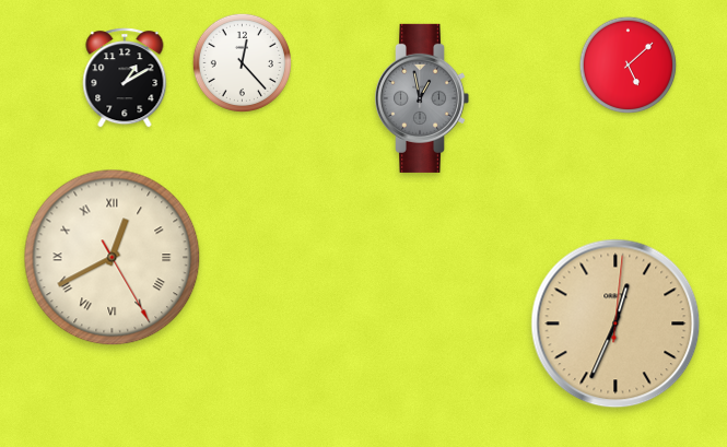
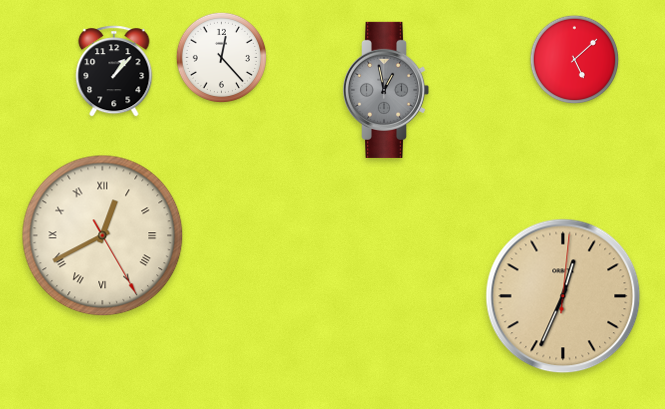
clock at (125, 78): 1:10 -> 1:07
